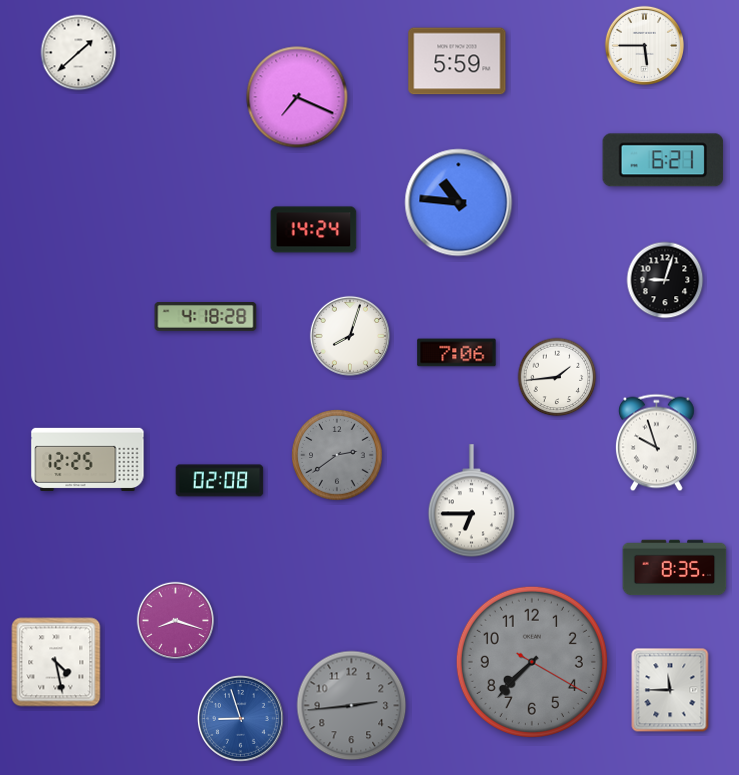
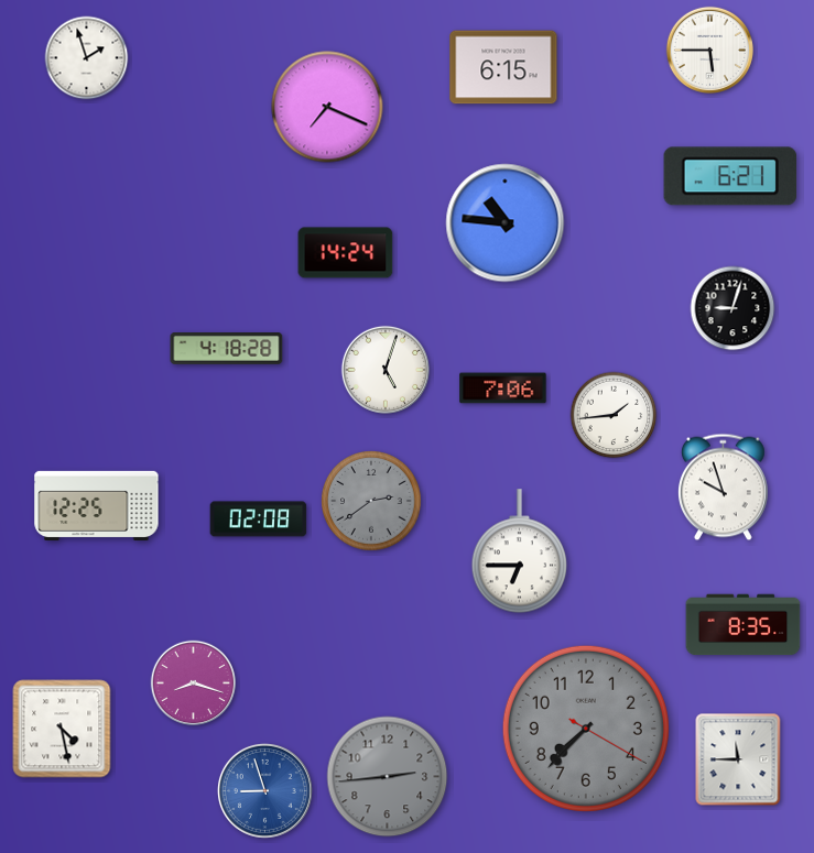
clock at (79, 53): 1:38 -> 1:57
clock at (457, 61): 5:59 -> 6:15
clock at (350, 336): 8:03 -> 5:03
clock at (220, 481) position: (220, 481) -> (259, 520)
